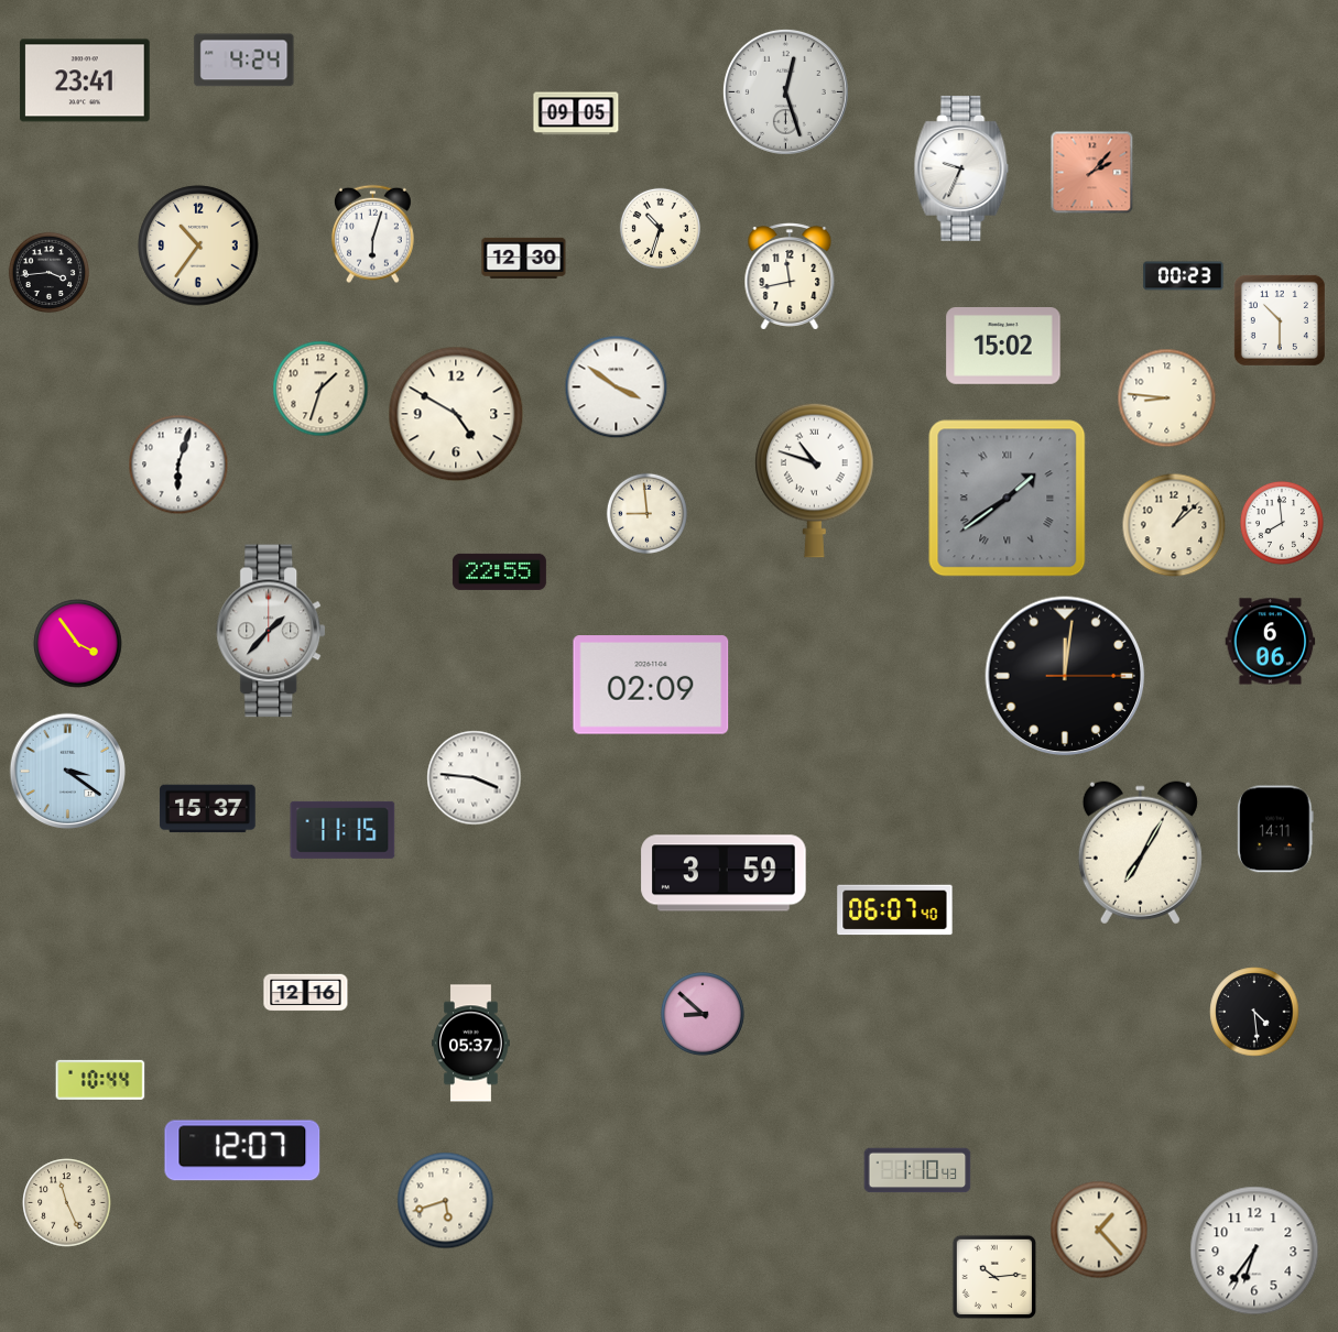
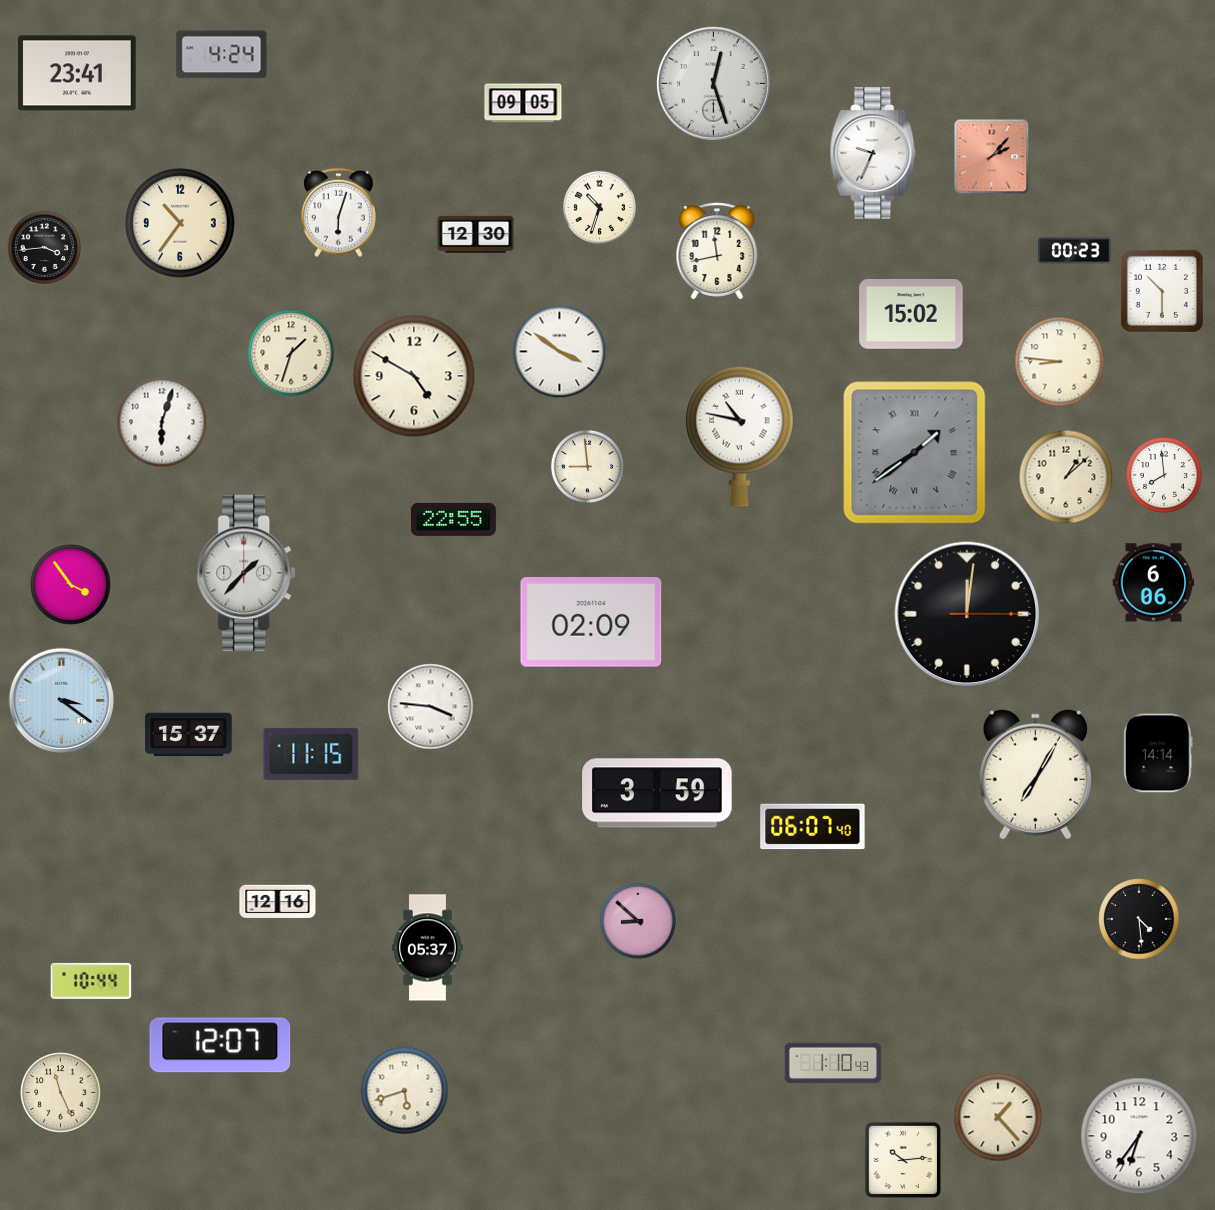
clock at (815, 480): 10:48 -> 10:47
clock at (1275, 829): 14:11 -> 14:14
